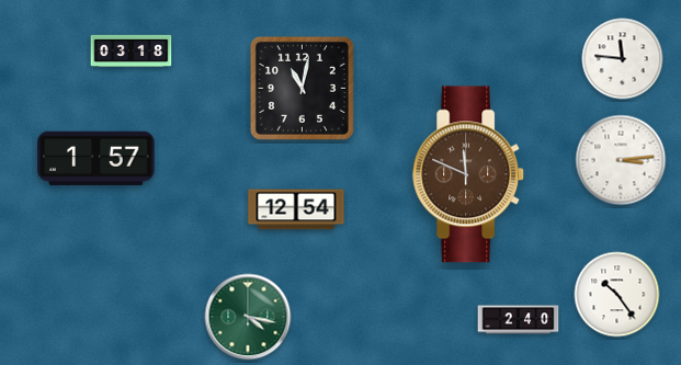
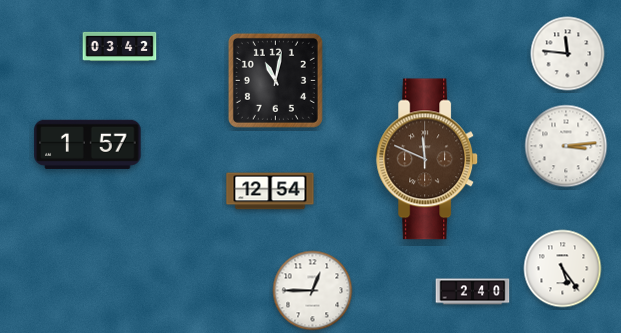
clock at (132, 52): 03:18 -> 03:42
clock at (617, 295): 10:24 -> 5:24
clock at (248, 317): 4:17 -> none
clock at (313, 291): none -> 12:45
